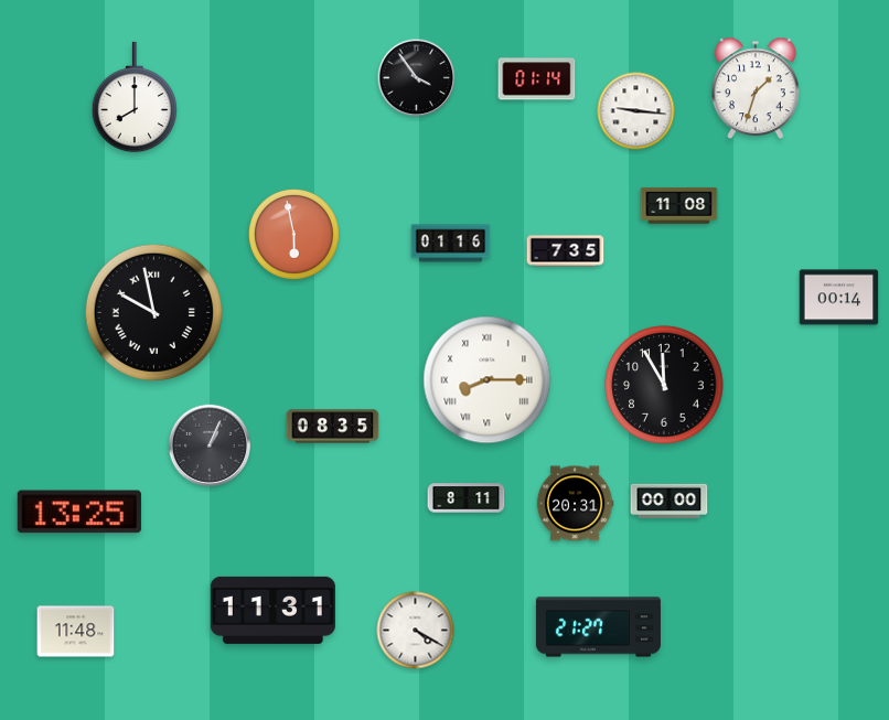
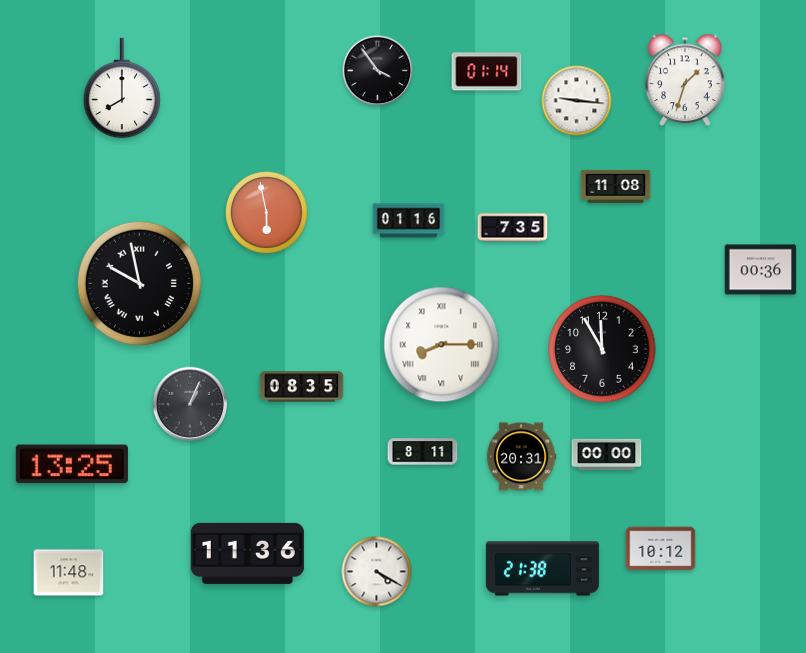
clock at (839, 298): 00:14 -> 00:36
clock at (661, 549): none -> 10:12
clock at (272, 610): 11:31 -> 11:36
clock at (598, 627): 21:27 -> 21:38
